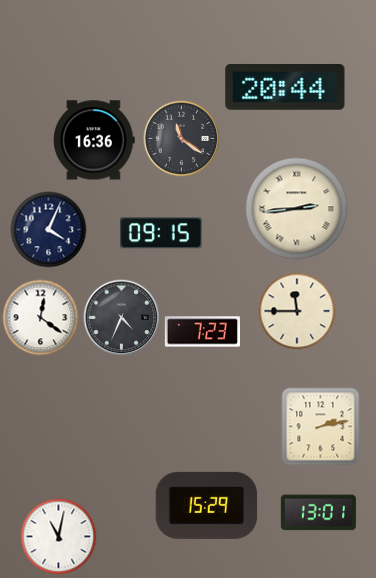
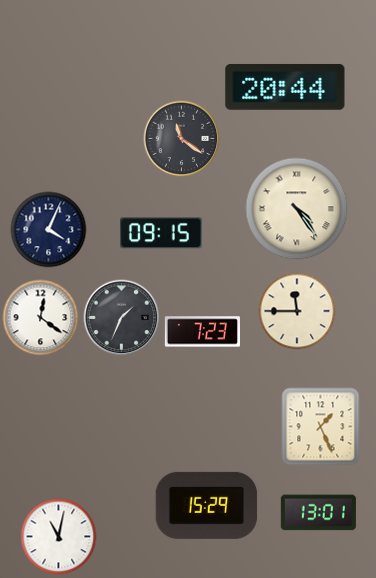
clock at (95, 140): 16:36 -> none
clock at (297, 209): 2:44 -> 4:24
clock at (122, 318): 4:34 -> 1:34
clock at (321, 427): 2:13 -> 1:26
